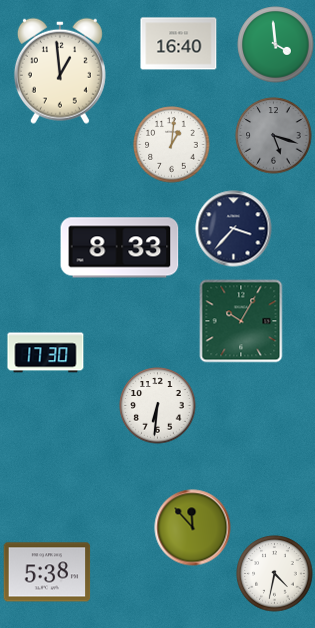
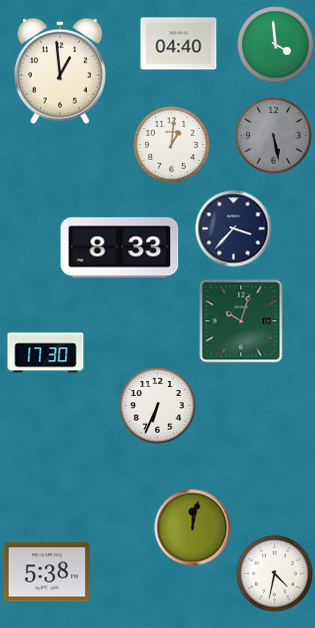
clock at (179, 44): 16:40 -> 04:40
clock at (274, 136): 5:18 -> 5:28
clock at (241, 321): 10:05 -> 10:03
clock at (158, 406): 6:31 -> 6:34
clock at (193, 528): 11:53 -> 12:02
